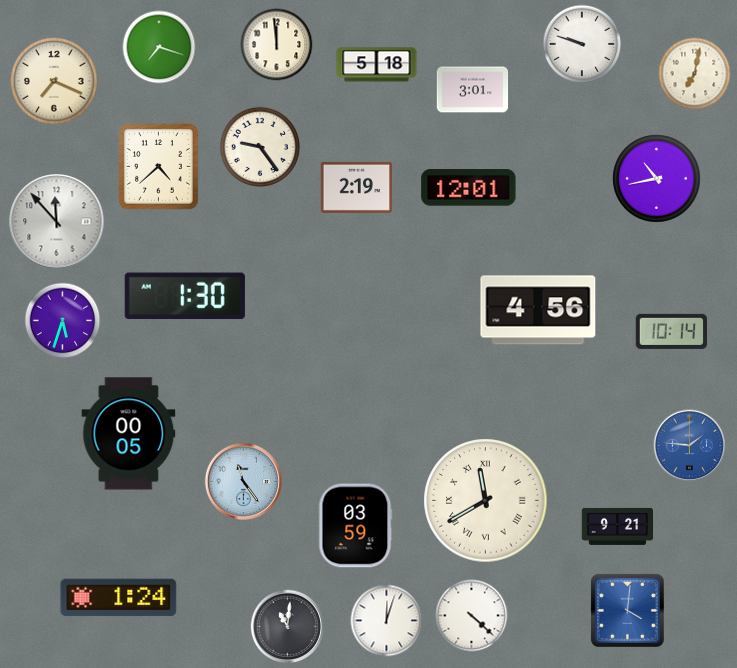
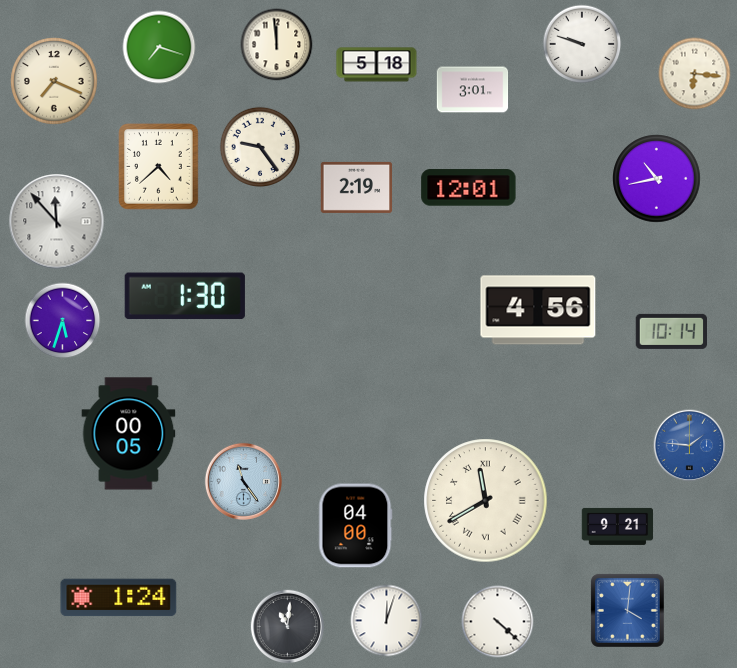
clock at (695, 74): 7:02 -> 6:16
clock at (356, 526): 03:59 -> 04:00
clock at (472, 616) position: (472, 616) -> (498, 622)
